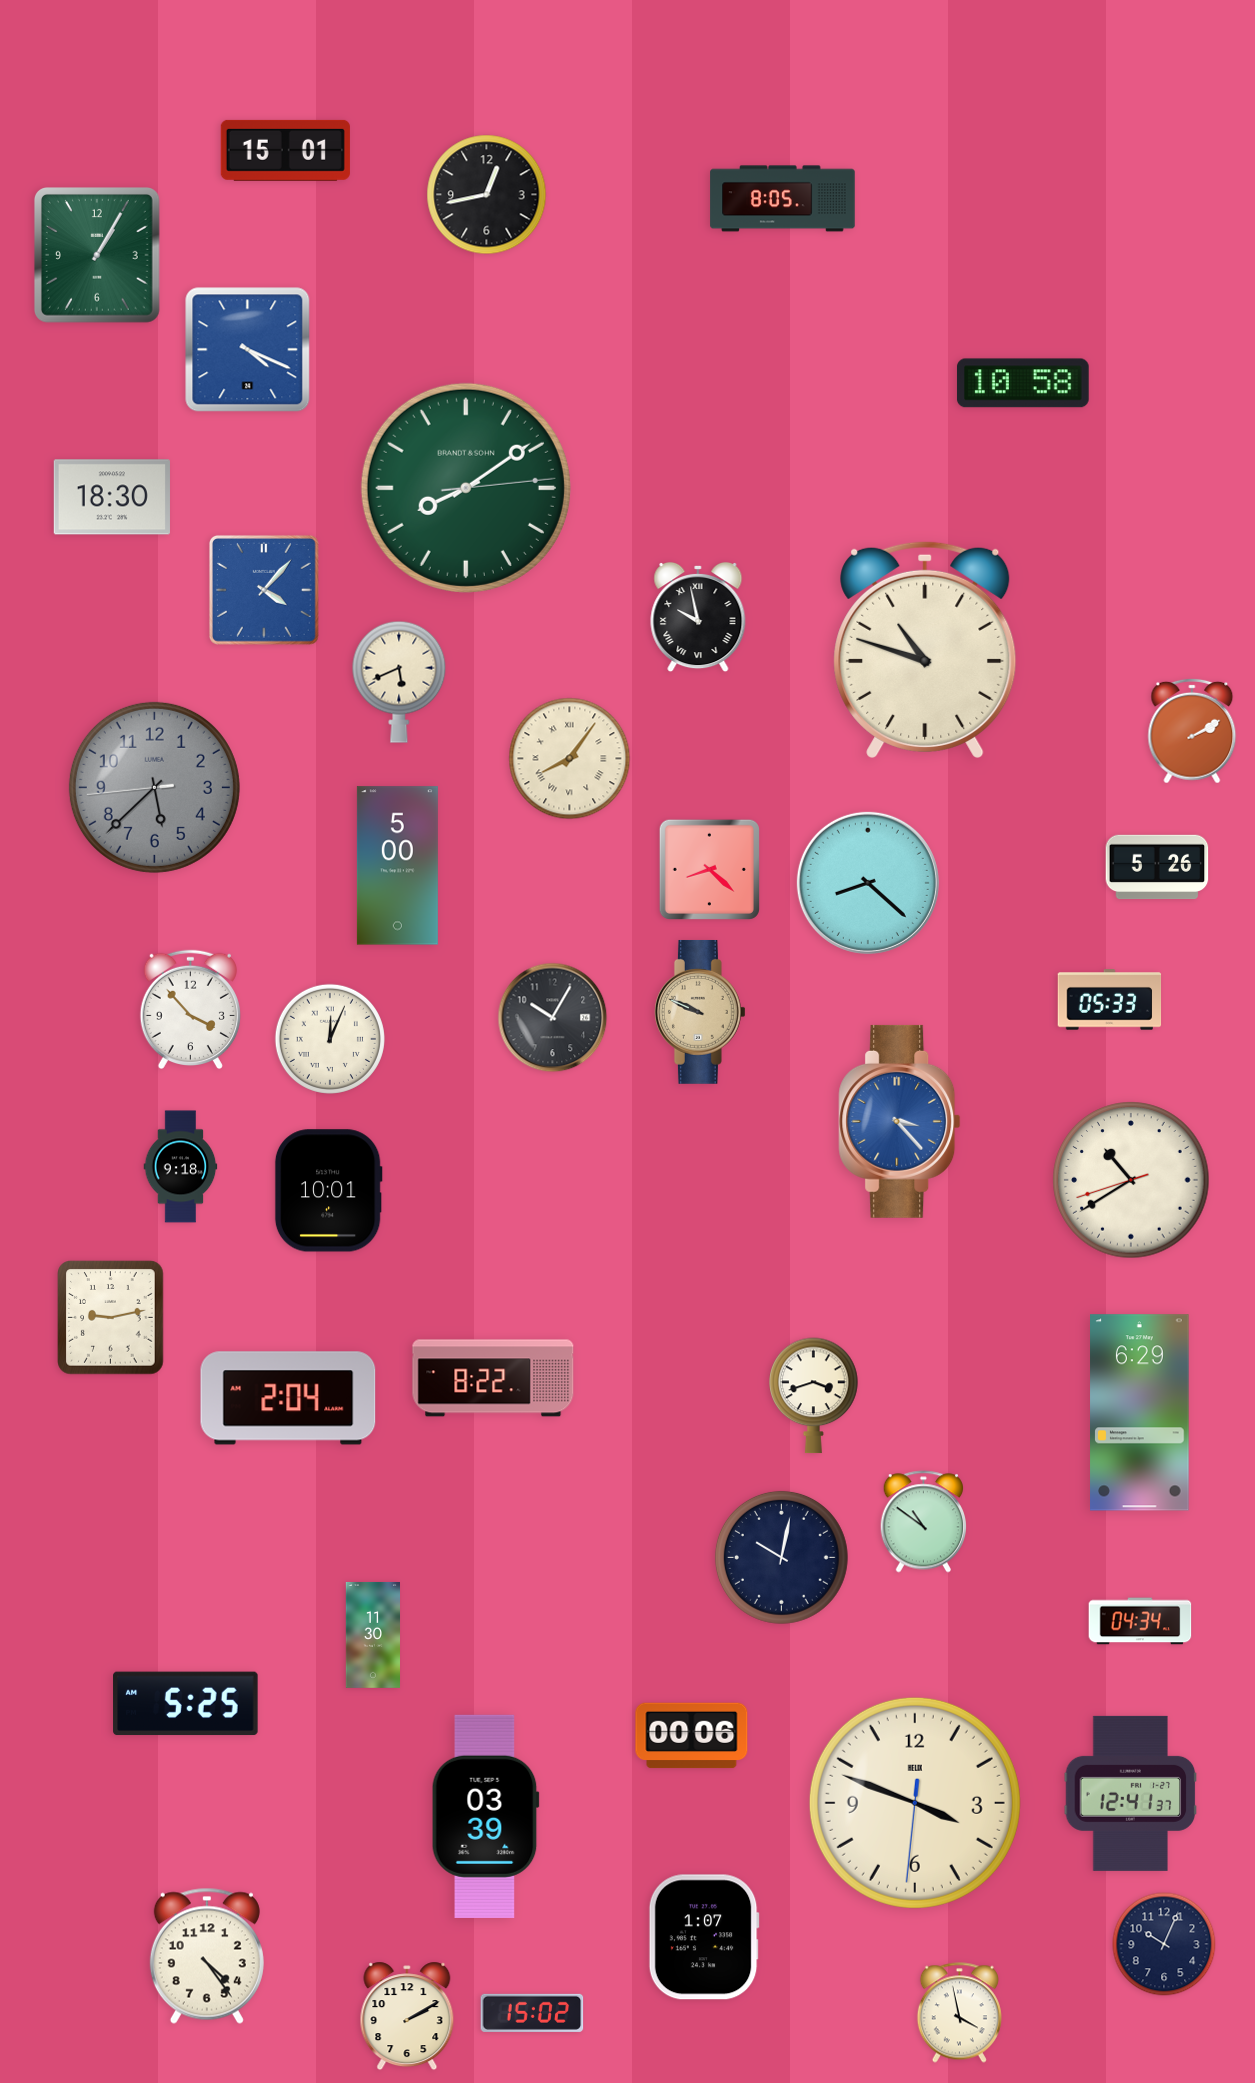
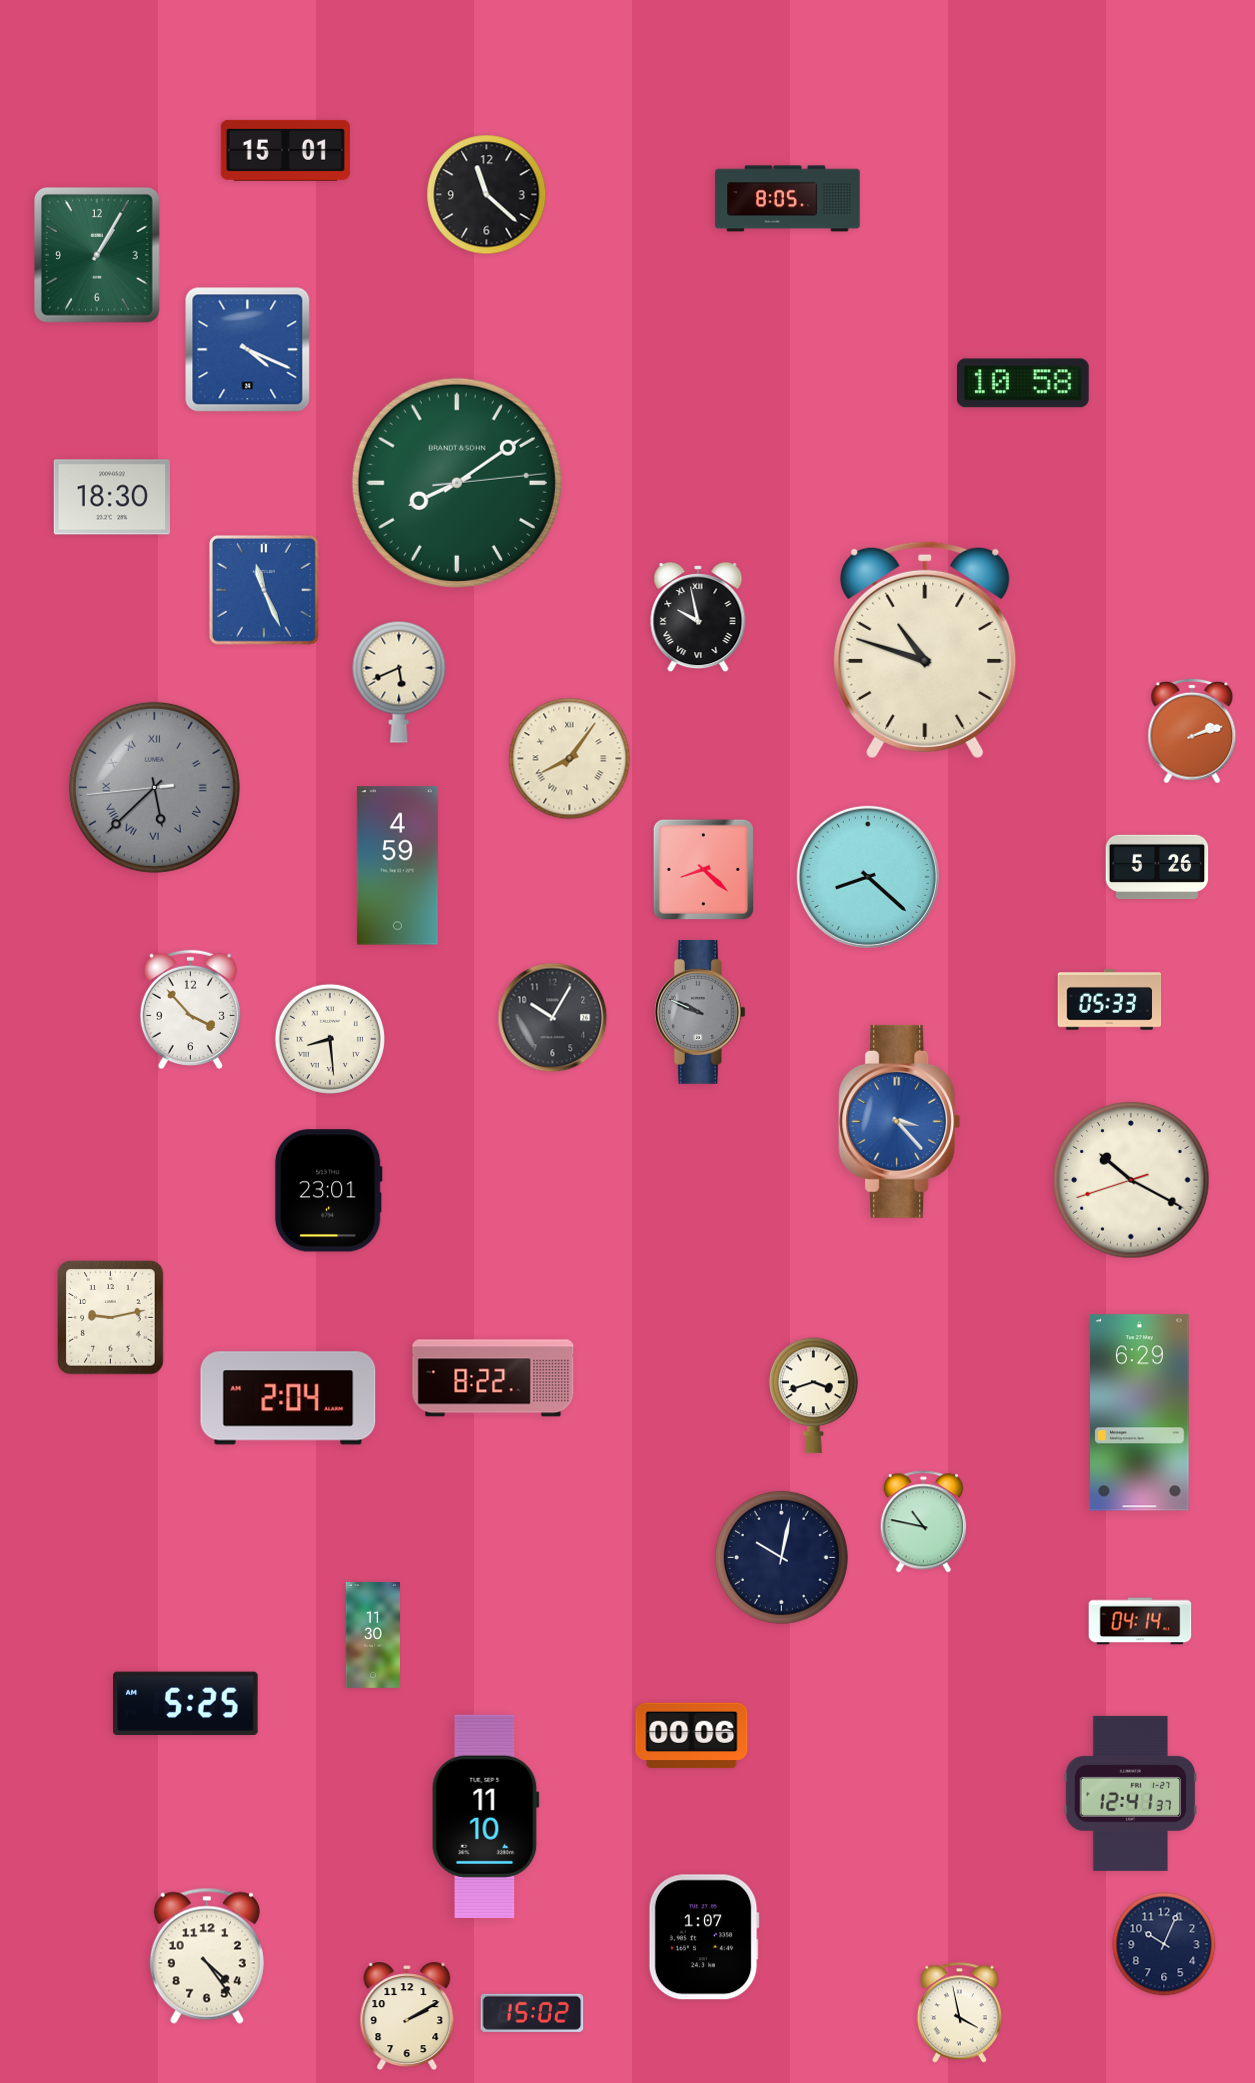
clock at (487, 195): 12:43 -> 11:22
clock at (783, 199) position: (783, 199) -> (788, 199)
clock at (466, 488) position: (466, 488) -> (457, 483)
clock at (264, 590): 4:07 -> 11:26
clock at (1192, 731): 2:10 -> 2:12
clock at (154, 787) numerals: Arabic -> Roman
clock at (397, 866): 5:00 -> 4:59
clock at (709, 869) position: (709, 869) -> (703, 869)
clock at (868, 883) position: (868, 883) -> (868, 877)
clock at (700, 1012) dial: champagne -> grey
clock at (330, 1039): 12:04 -> 8:29
clock at (181, 1167): 9:18 -> none
clock at (1131, 1180): 10:39 -> 10:19
clock at (328, 1191): 10:01 -> 23:01
clock at (923, 1522): 10:51 -> 10:47
clock at (1140, 1621): 04:34 -> 04:14
clock at (915, 1803): 3:48 -> none
clock at (485, 1816): 03:39 -> 11:10
